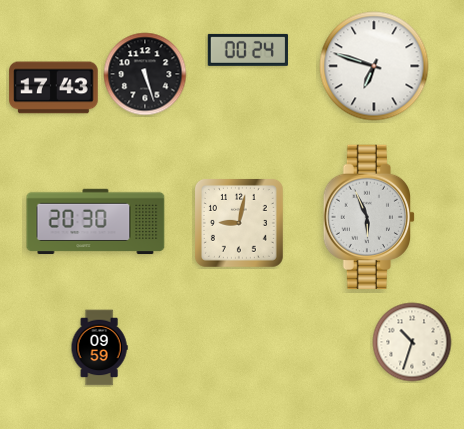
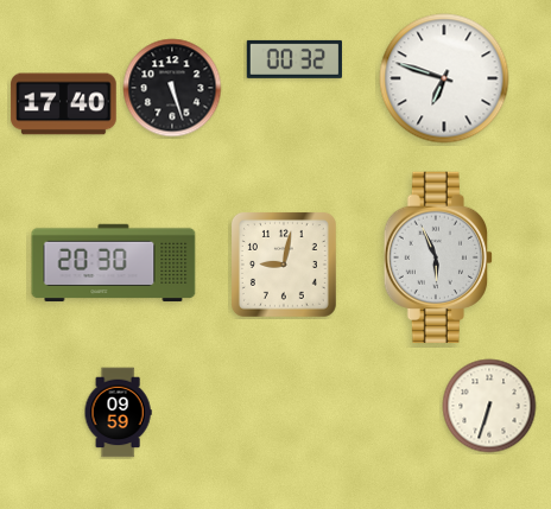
clock at (248, 50): 00:24 -> 00:32
clock at (54, 88): 17:43 -> 17:40
clock at (412, 342): 10:33 -> 6:33
